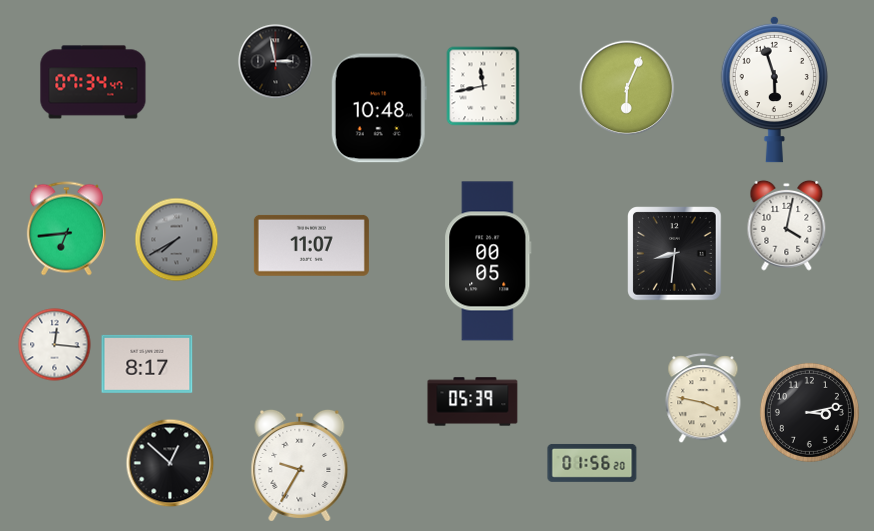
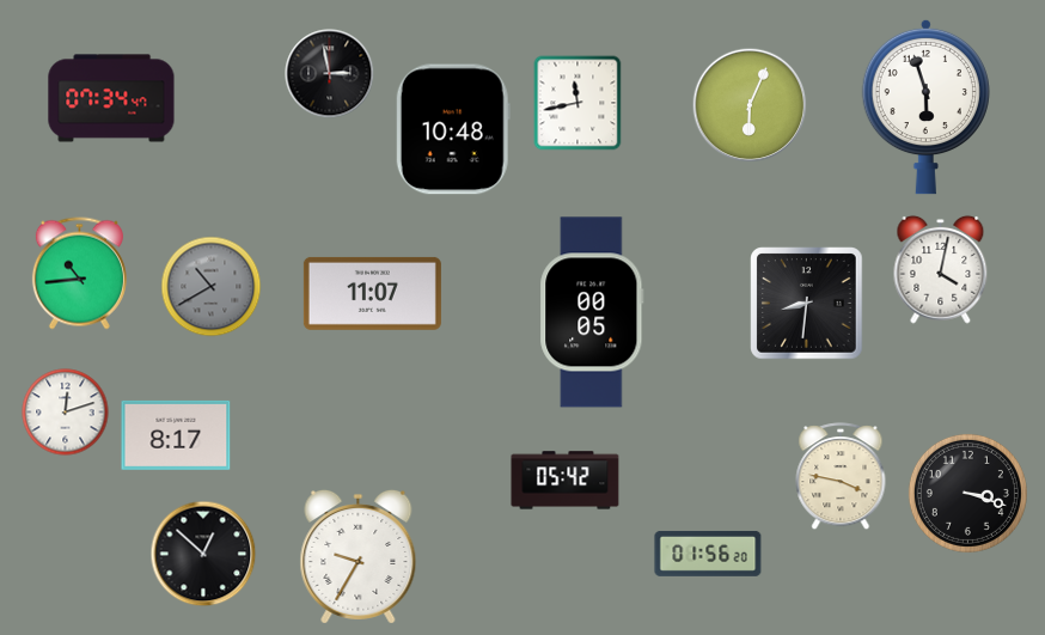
clock at (66, 229): 6:44 -> 10:44
clock at (177, 240): 7:40 -> 10:40
clock at (488, 261) position: (488, 261) -> (592, 312)
clock at (55, 345): 12:16 -> 12:12
clock at (473, 402): 05:39 -> 05:42
clock at (809, 412): 3:13 -> 3:18
